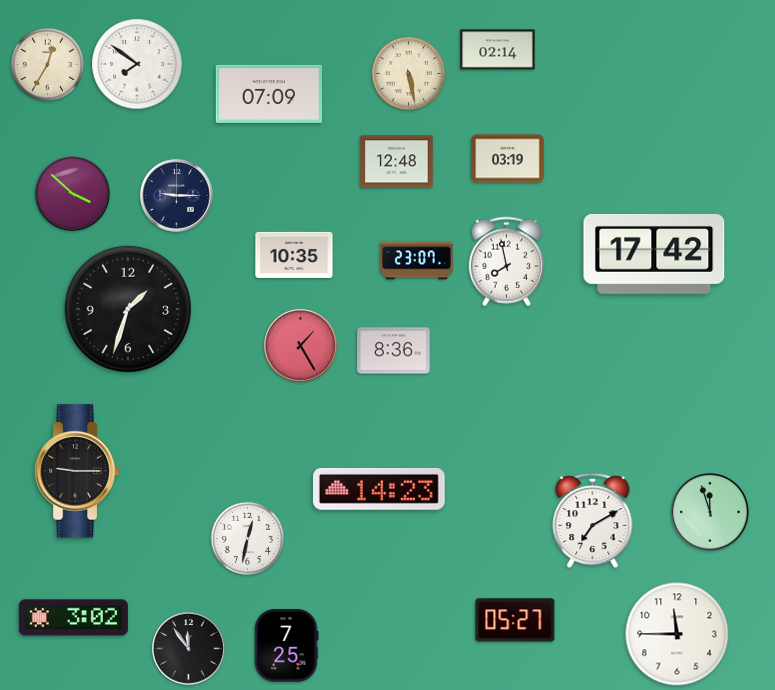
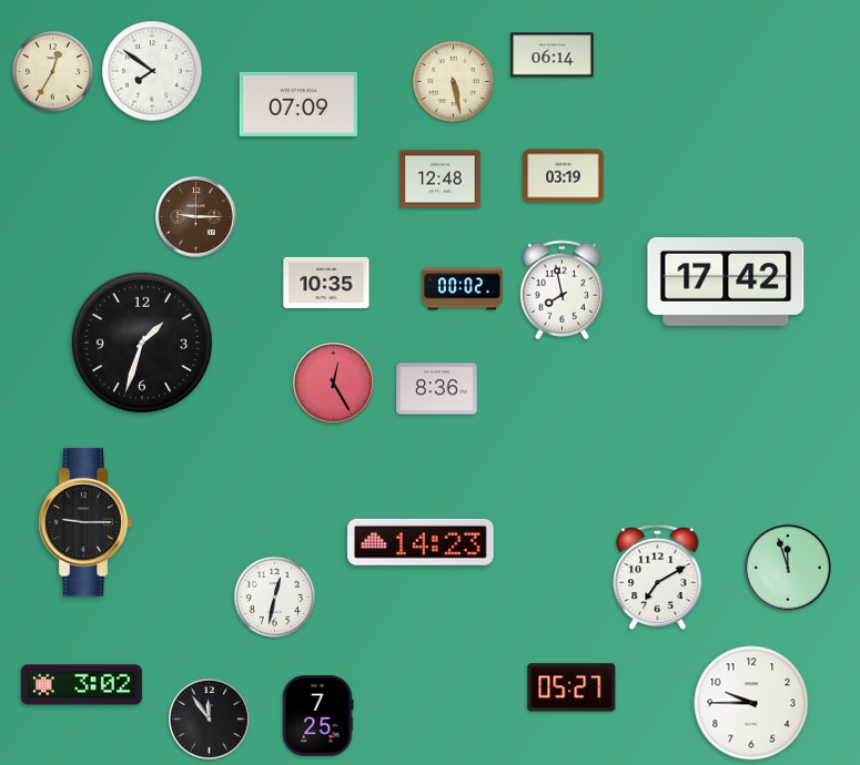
clock at (498, 50): 02:14 -> 06:14
clock at (73, 194): 3:52 -> none
clock at (177, 196) dial: navy -> brown
clock at (417, 261): 23:07 -> 00:02
clock at (301, 346): 1:25 -> 12:25
clock at (677, 634): 11:45 -> 9:45
